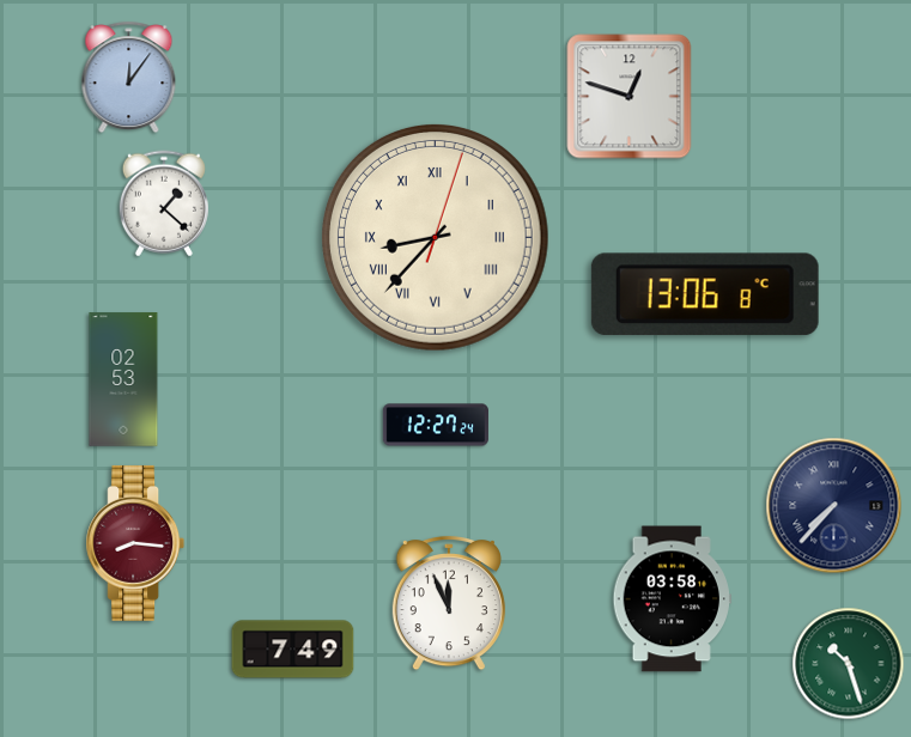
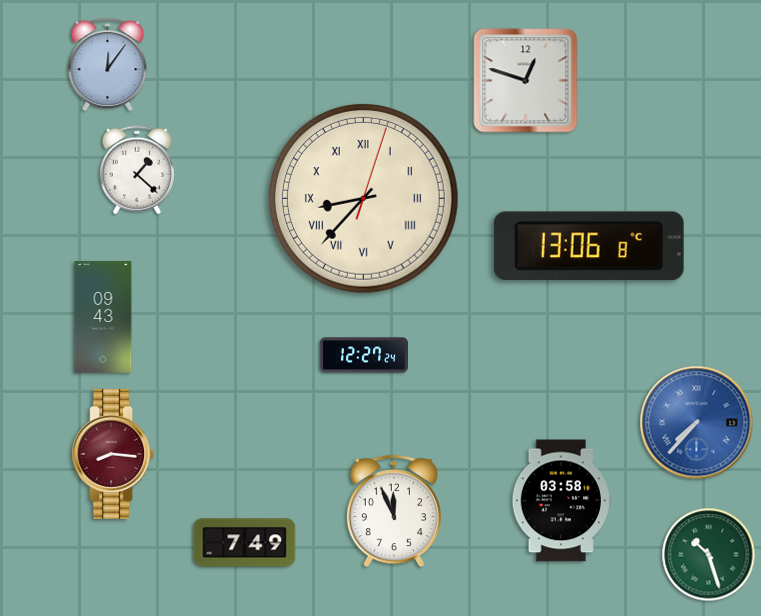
clock at (123, 379): 02:53 -> 09:43
clock at (834, 506) dial: navy -> blue
clock at (449, 603) position: (449, 603) -> (394, 511)
